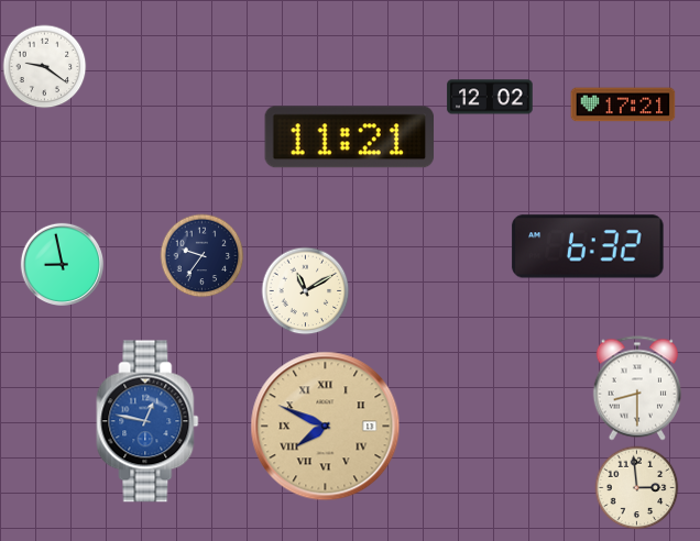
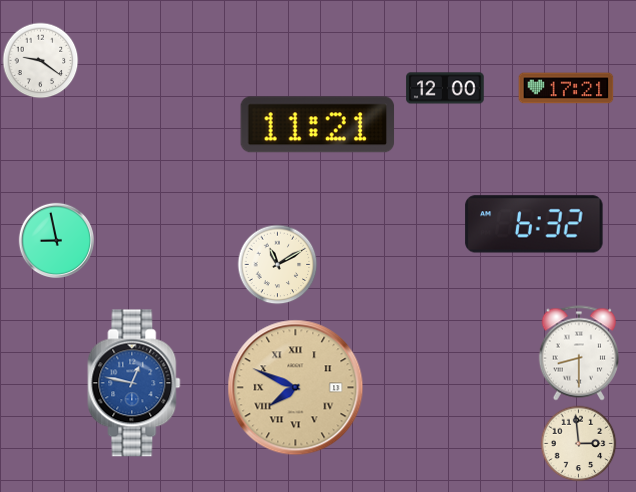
clock at (490, 97): 12:02 -> 12:00
clock at (623, 104) position: (623, 104) -> (566, 88)
clock at (203, 256): 9:36 -> none
